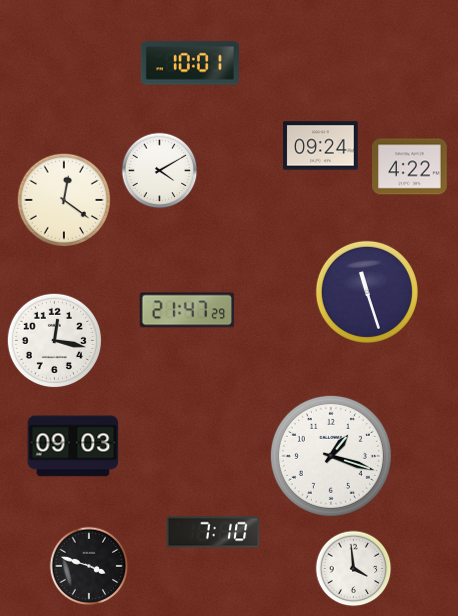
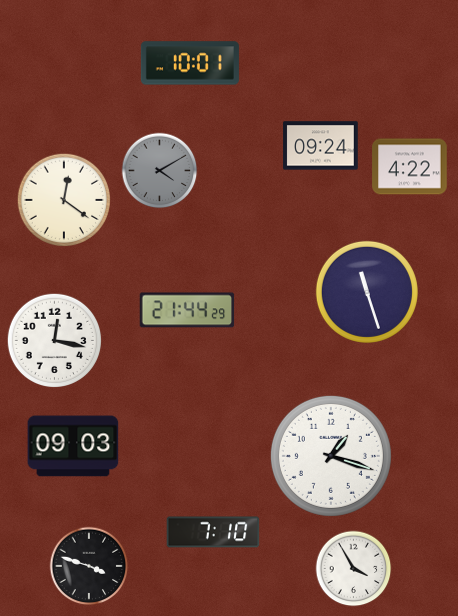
clock at (160, 171) dial: white -> grey
clock at (187, 310): 21:47 -> 21:44
clock at (354, 569): 3:59 -> 3:55
